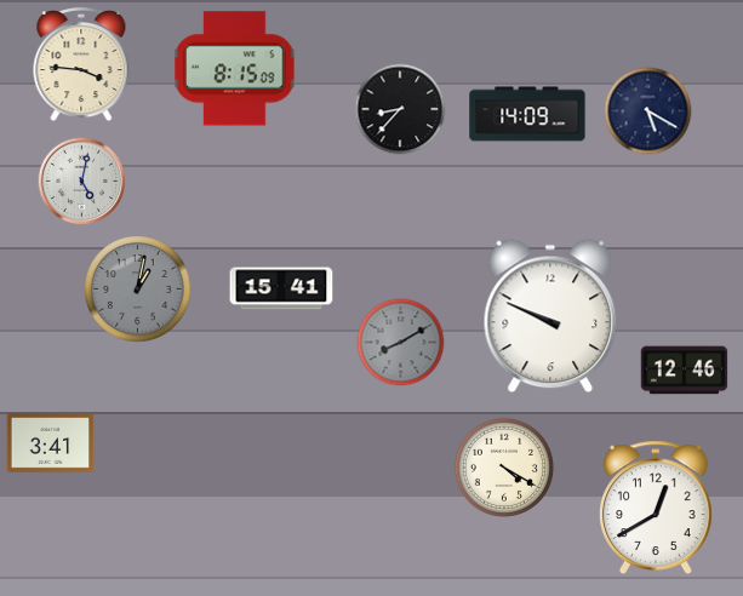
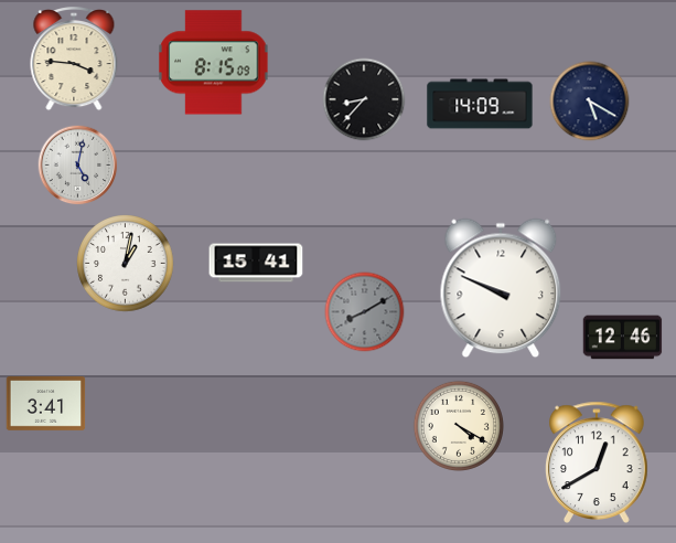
clock at (82, 182) position: (82, 182) -> (78, 166)
clock at (138, 290) dial: grey -> white
